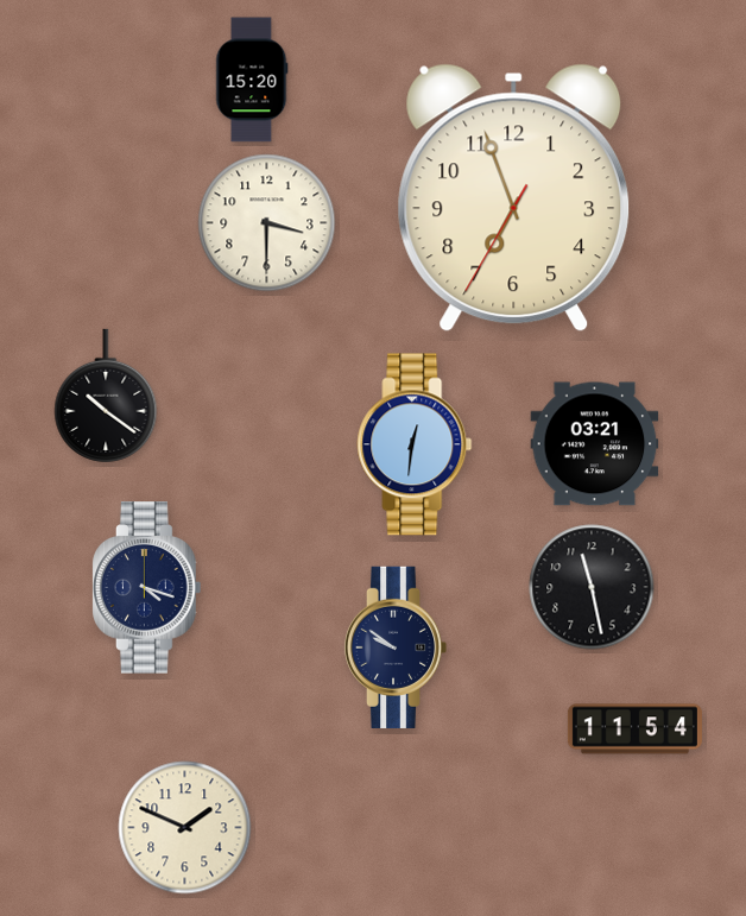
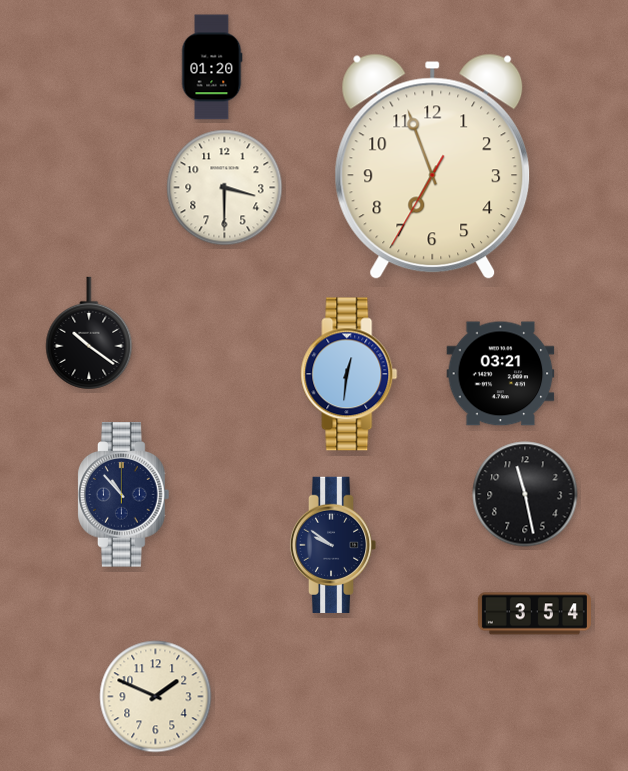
clock at (252, 80): 15:20 -> 01:20
clock at (592, 587) position: (592, 587) -> (525, 494)
clock at (147, 588): 4:18 -> 10:53
clock at (634, 729): 11:54 -> 3:54
